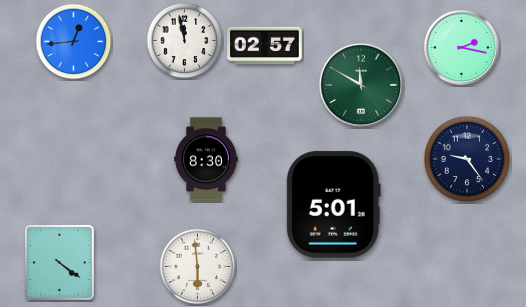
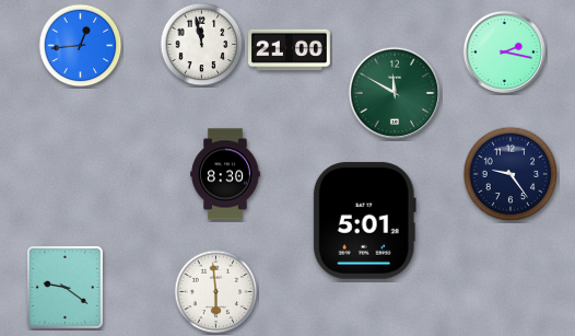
clock at (265, 46): 02:57 -> 21:00
clock at (333, 205) position: (333, 205) -> (364, 221)
clock at (59, 262): 4:21 -> 9:21
